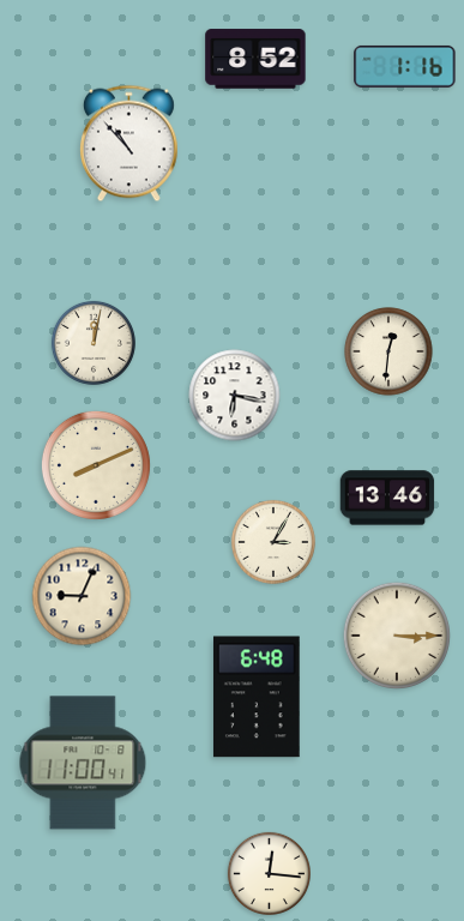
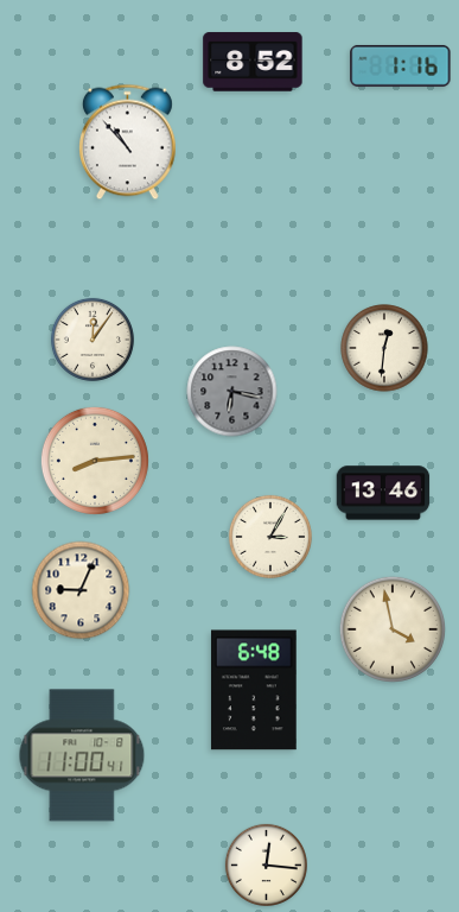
clock at (255, 59) position: (255, 59) -> (253, 62)
clock at (94, 343): 12:02 -> 12:06
clock at (235, 396) dial: white -> grey
clock at (96, 465): 8:11 -> 8:14
clock at (396, 634): 3:15 -> 3:58
